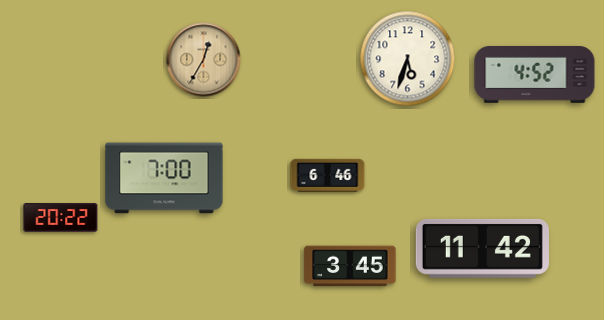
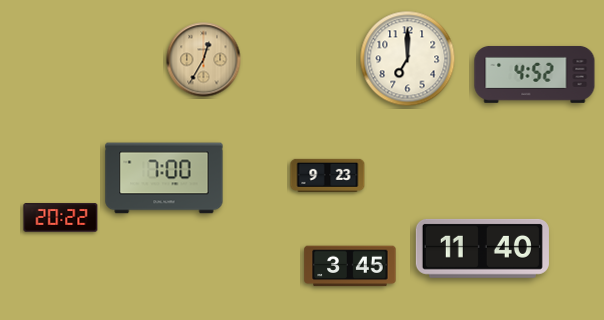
clock at (408, 59): 5:33 -> 7:00
clock at (328, 175): 6:46 -> 9:23
clock at (482, 248): 11:42 -> 11:40
